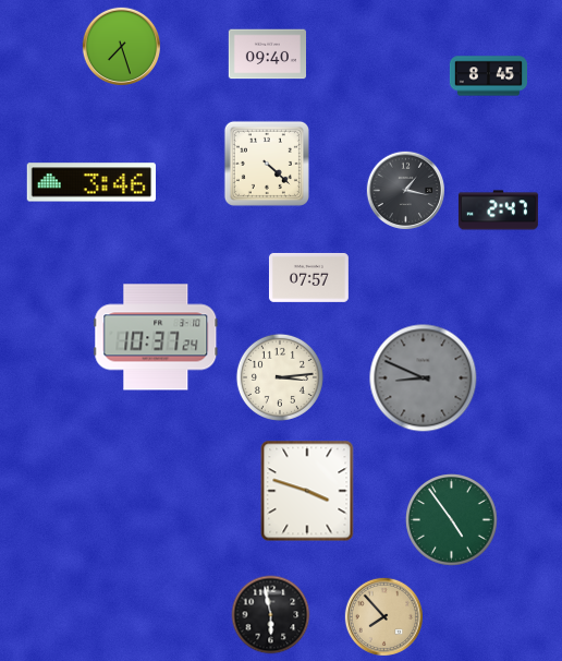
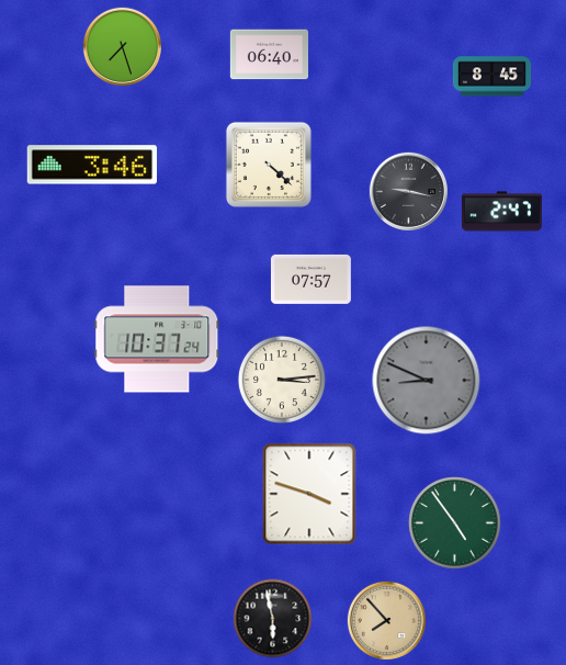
clock at (267, 55): 09:40 -> 06:40
clock at (90, 182) position: (90, 182) -> (91, 165)
clock at (405, 190): 1:17 -> 9:17
